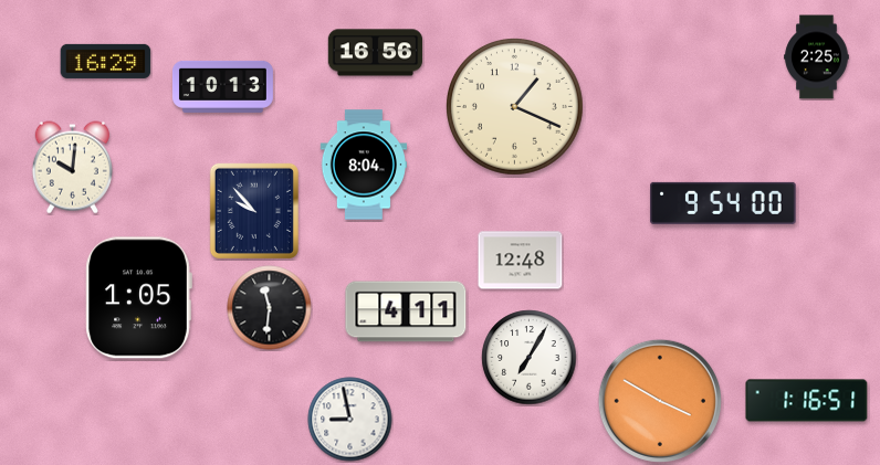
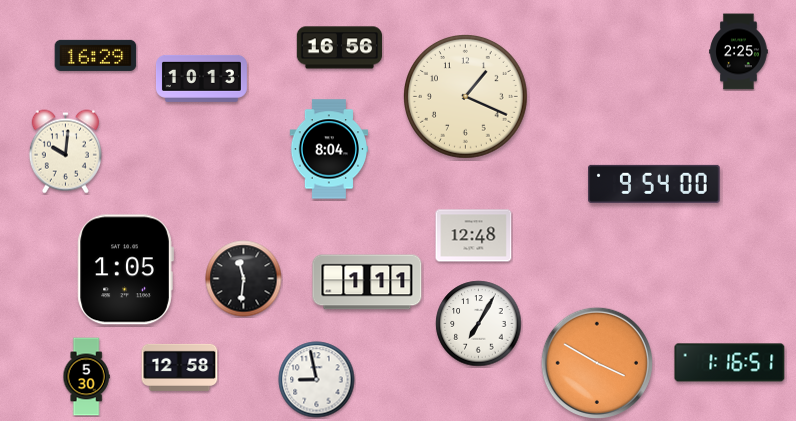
clock at (254, 211): 9:53 -> none
clock at (521, 261) position: (521, 261) -> (474, 236)
clock at (406, 311): 4:11 -> 1:11
clock at (180, 367): none -> 12:58
clock at (86, 377): none -> 5:30
